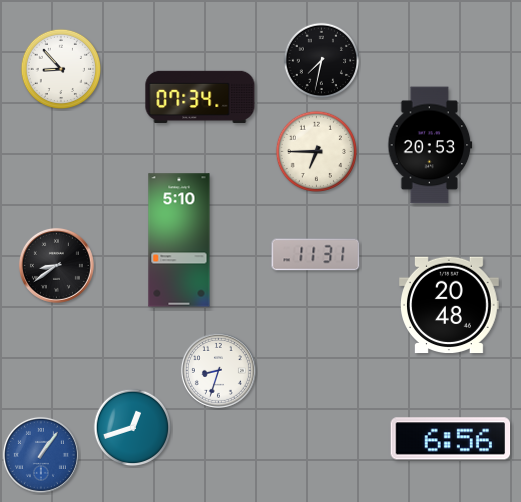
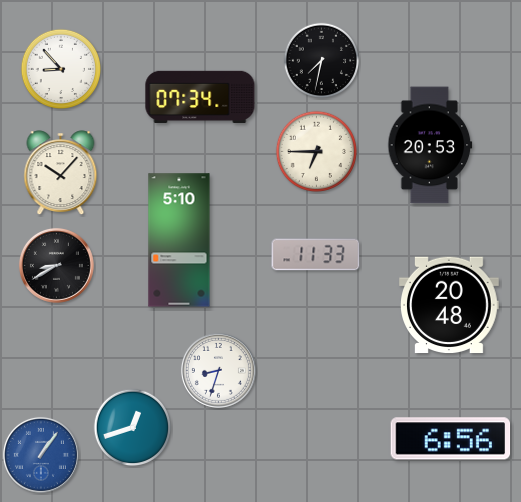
clock at (61, 173): none -> 10:07
clock at (316, 255): 11:31 -> 11:33
clock at (56, 265): 8:39 -> 8:40
